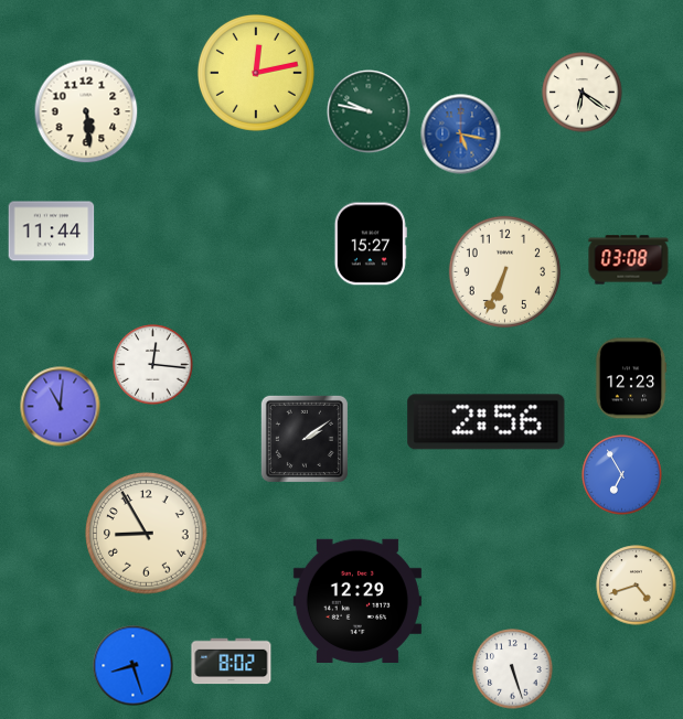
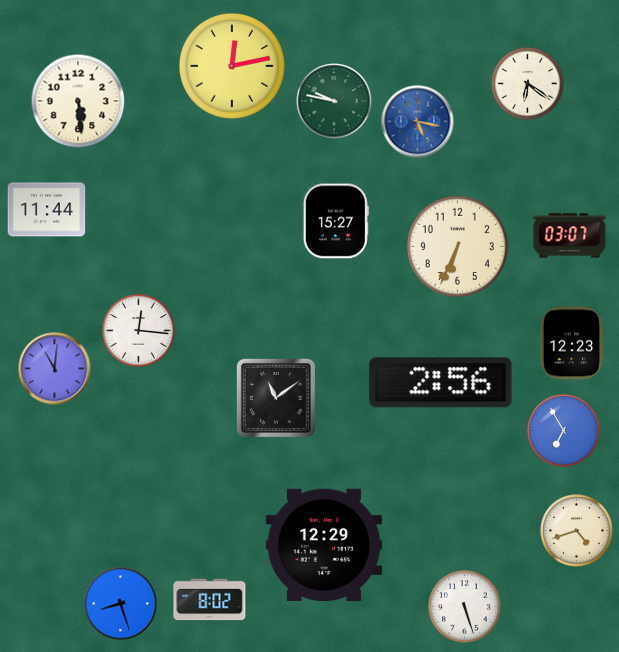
clock at (629, 260): 03:08 -> 03:07
clock at (305, 439): 2:09 -> 11:09
clock at (147, 534): 8:55 -> none
